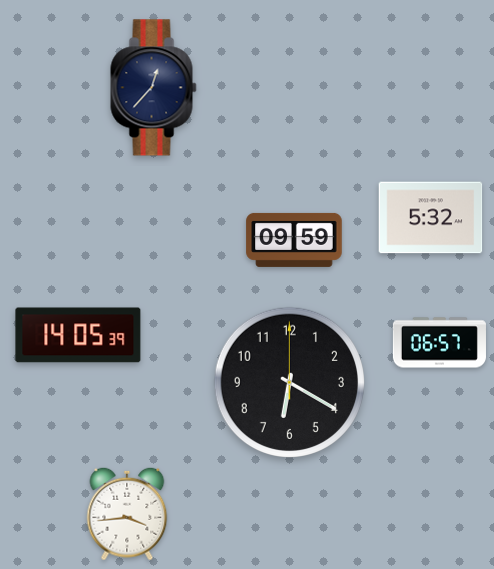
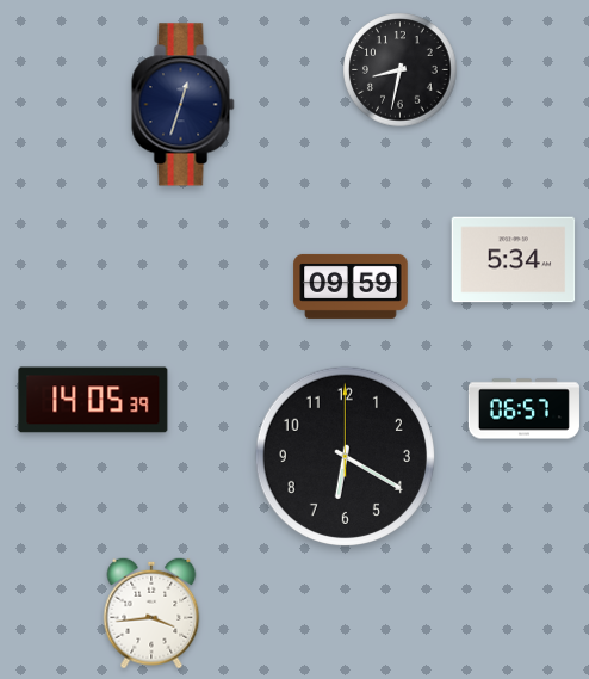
clock at (401, 70): none -> 8:32
clock at (154, 88): 12:37 -> 12:33
clock at (431, 218): 5:32 -> 5:34
